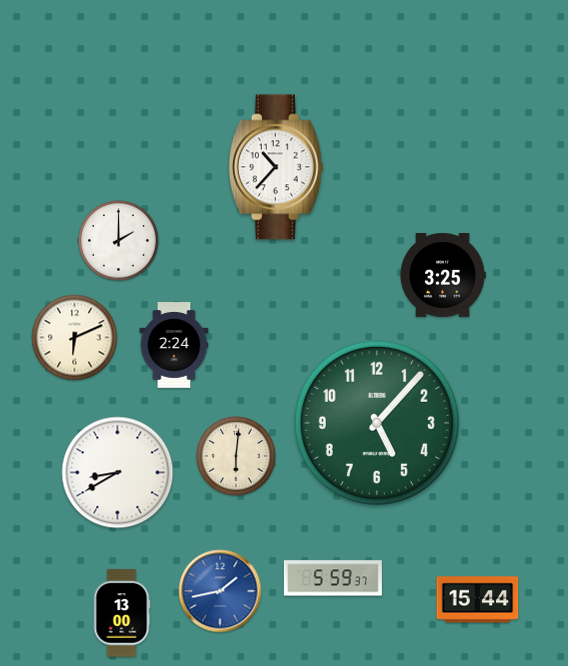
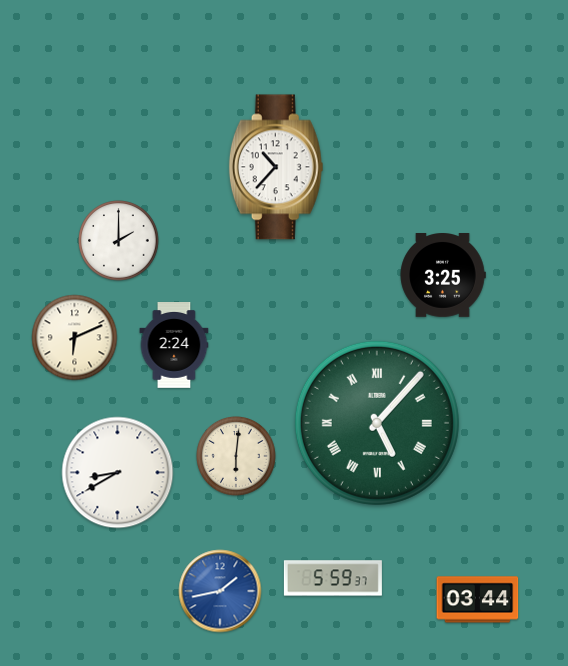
clock at (377, 423) numerals: Arabic -> Roman
clock at (478, 600): 15:44 -> 03:44
clock at (122, 613): 13:00 -> none
